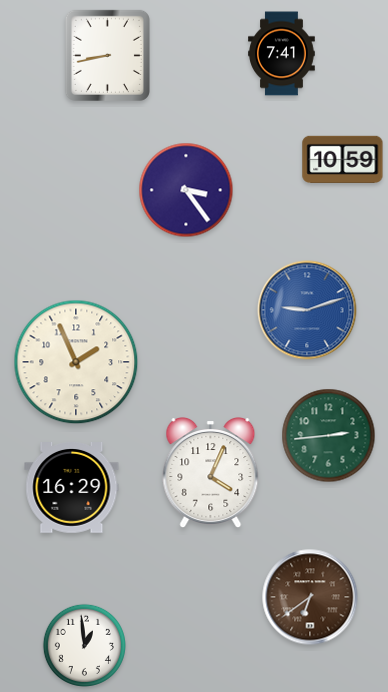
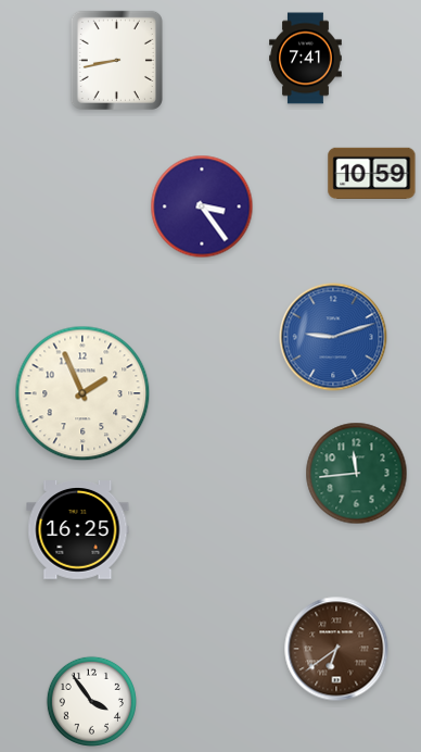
clock at (329, 436): 2:44 -> 11:44
clock at (211, 473): 4:04 -> none
clock at (72, 488): 16:29 -> 16:25
clock at (84, 645): 12:59 -> 3:54
